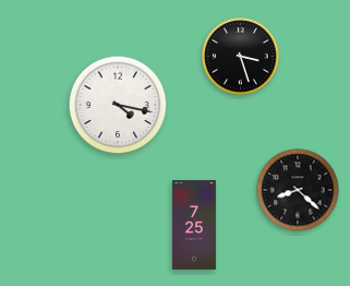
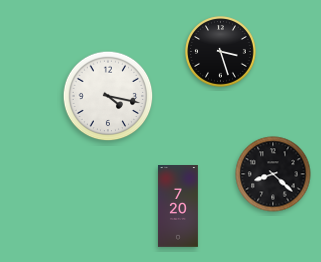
clock at (194, 226): 7:25 -> 7:20
